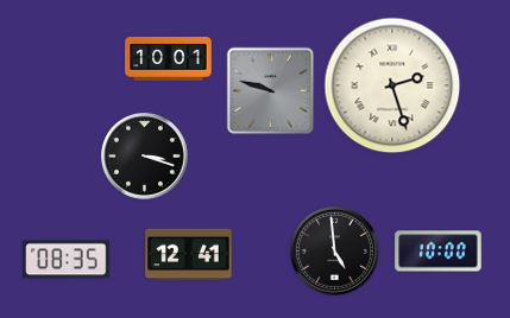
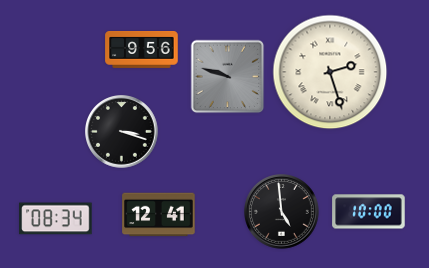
clock at (169, 59): 10:01 -> 9:56
clock at (67, 260): 08:35 -> 08:34
